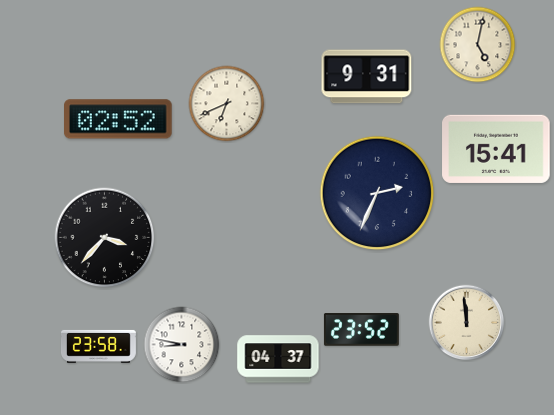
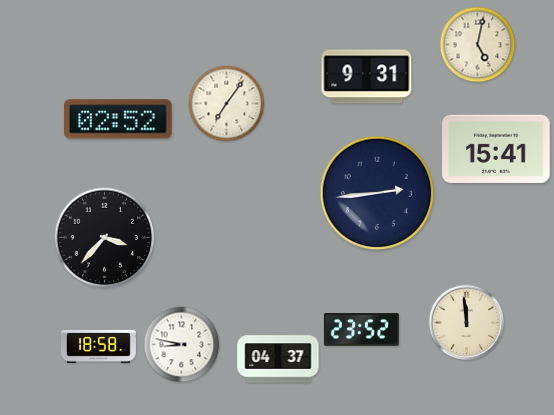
clock at (227, 104): 6:41 -> 7:06
clock at (377, 193): 2:34 -> 2:44
clock at (98, 346): 23:58 -> 18:58
